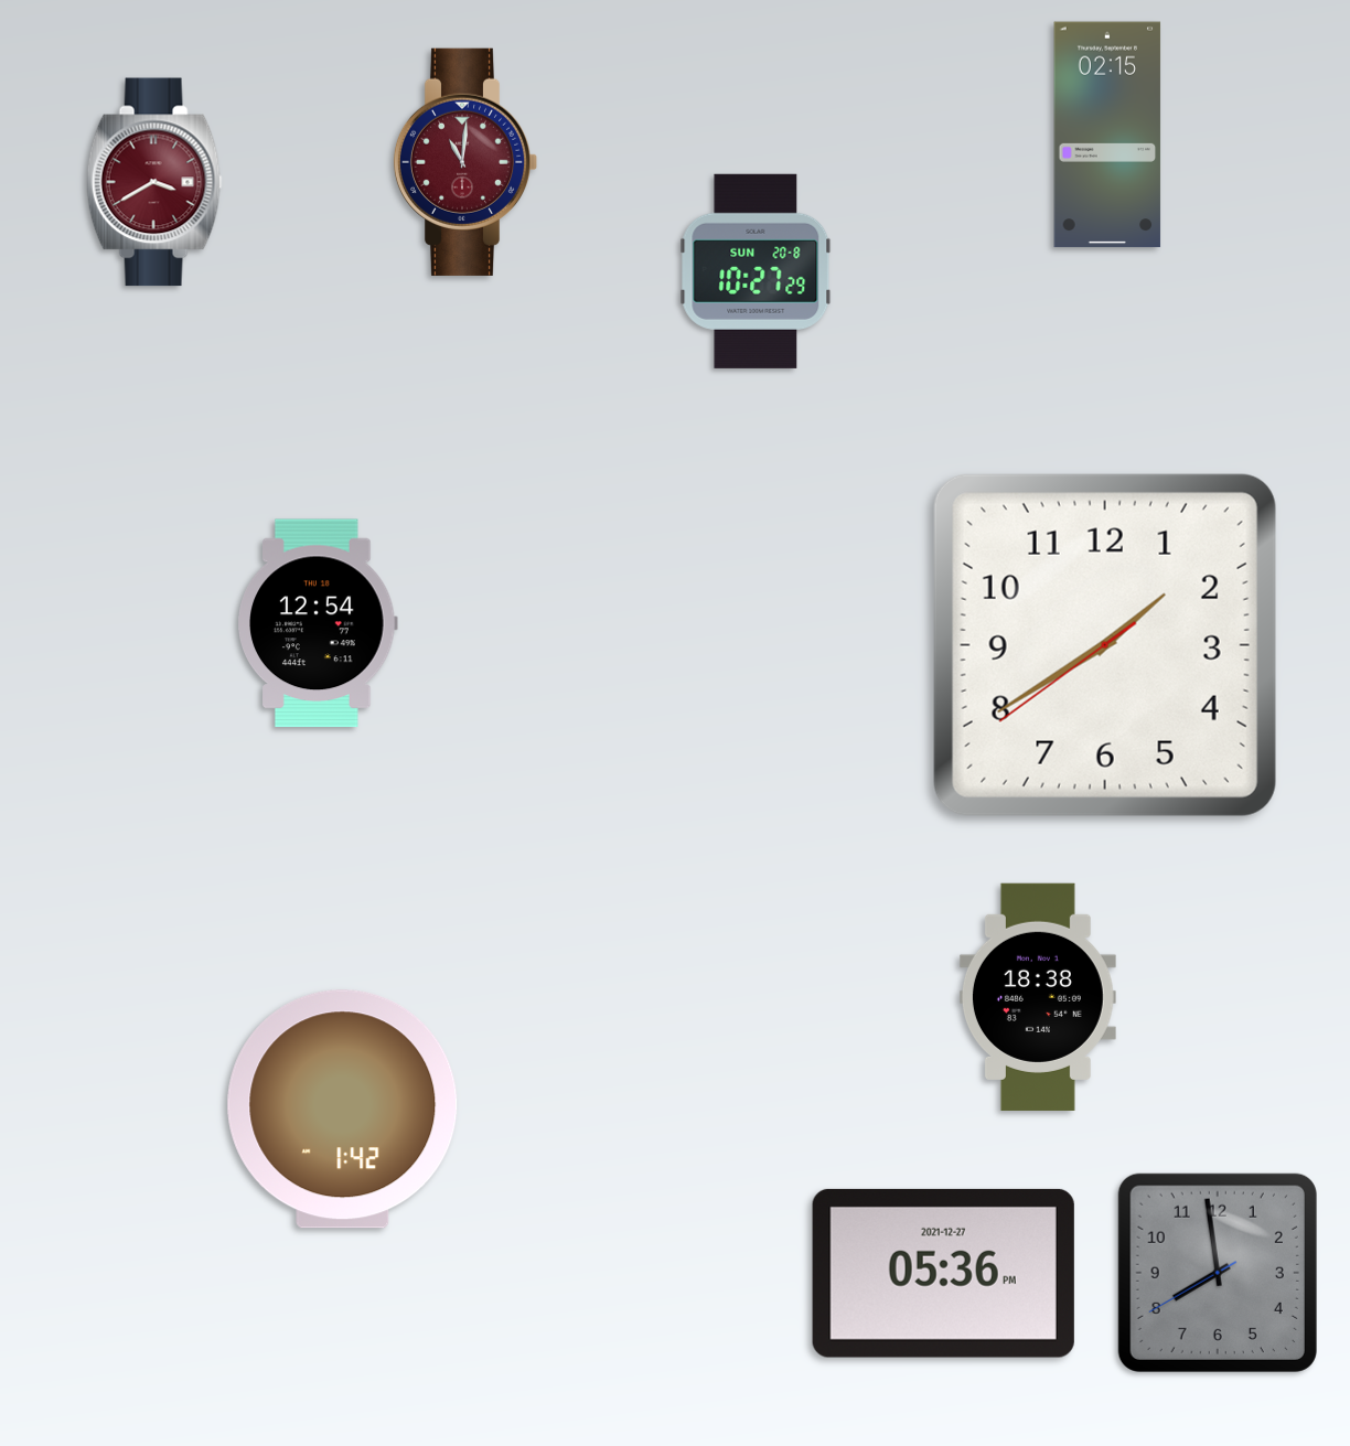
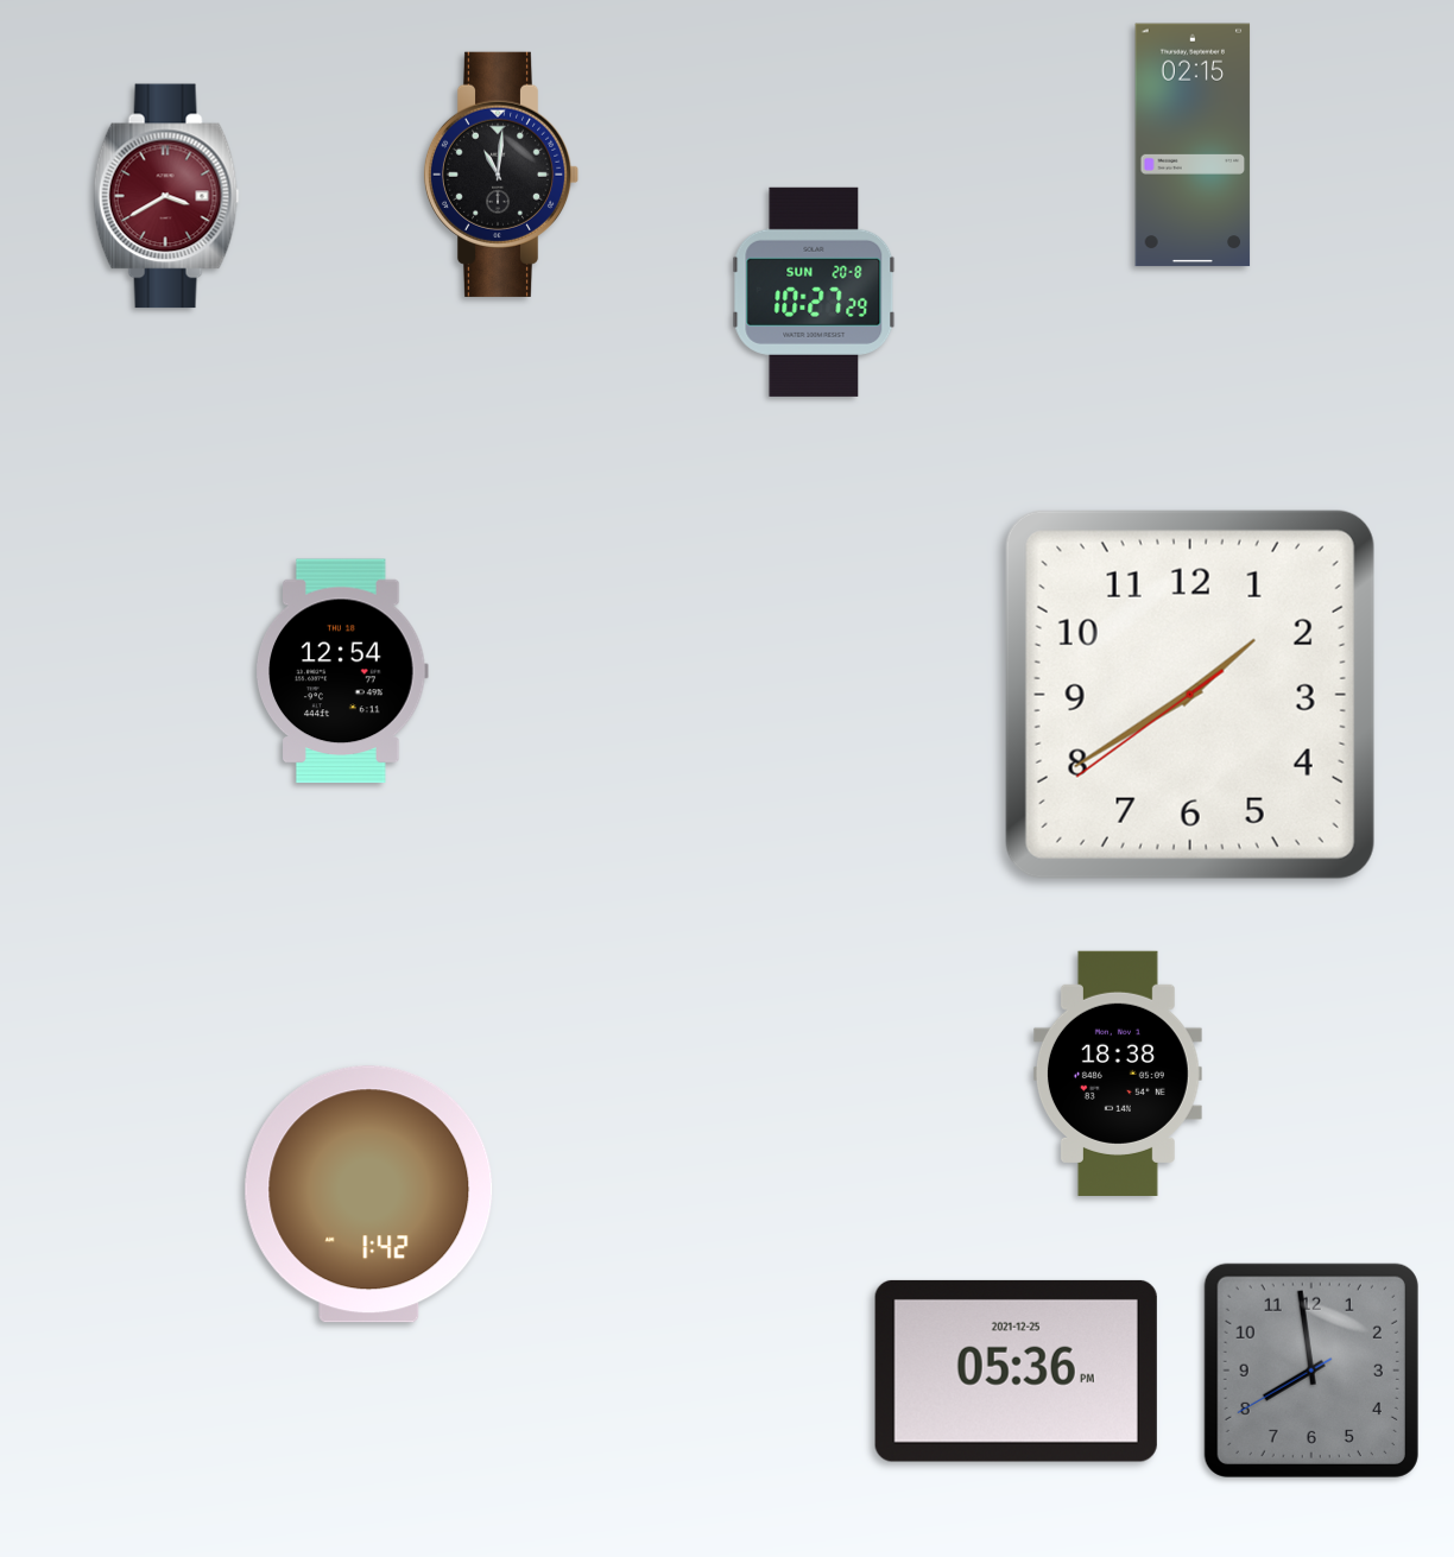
clock at (465, 162) dial: burgundy -> black
clock at (943, 1273) date: 2021-12-27 -> 2021-12-25
